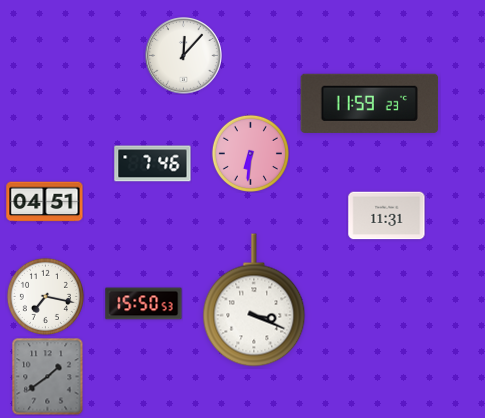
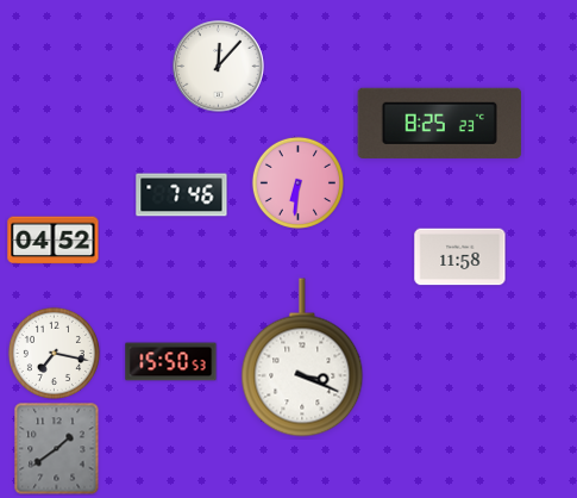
clock at (370, 103): 11:59 -> 8:25
clock at (45, 202): 04:51 -> 04:52
clock at (387, 216): 11:31 -> 11:58
